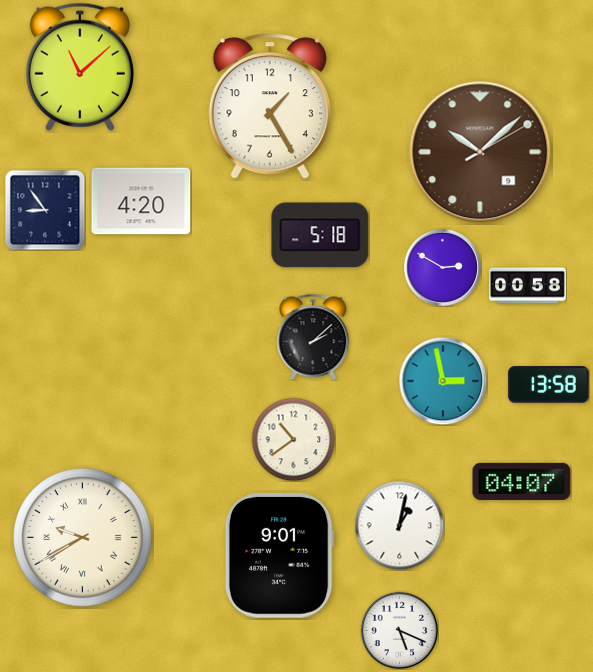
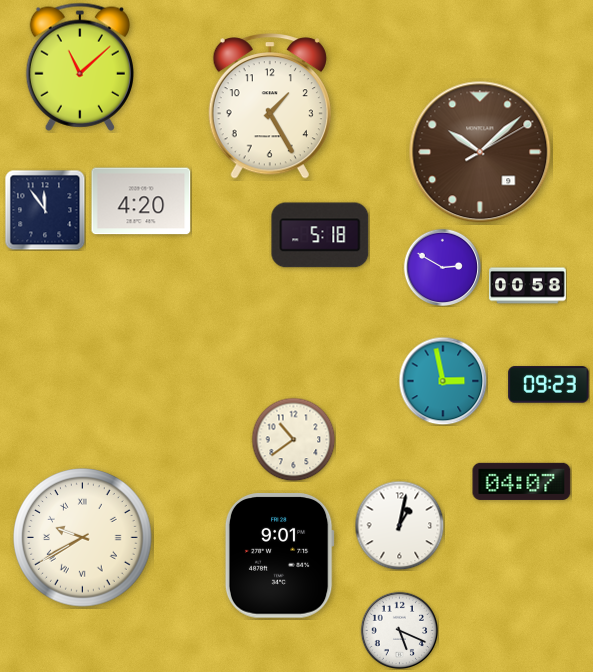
clock at (45, 210): 8:54 -> 11:54
clock at (313, 337): 2:08 -> none
clock at (549, 385): 13:58 -> 09:23
